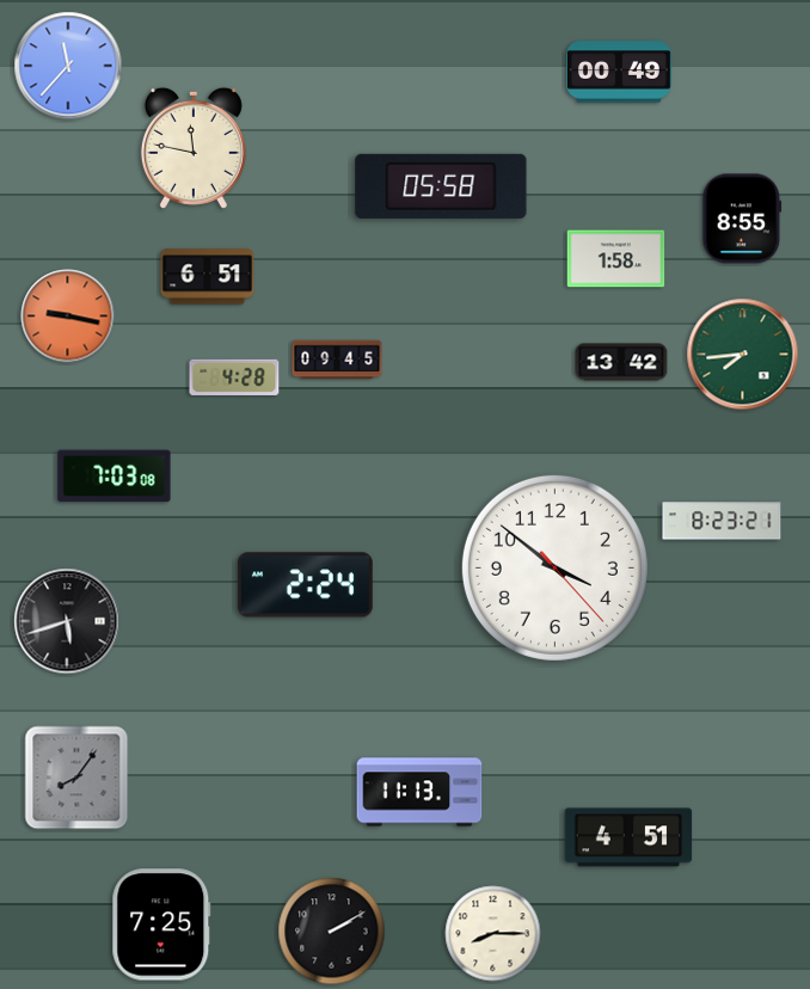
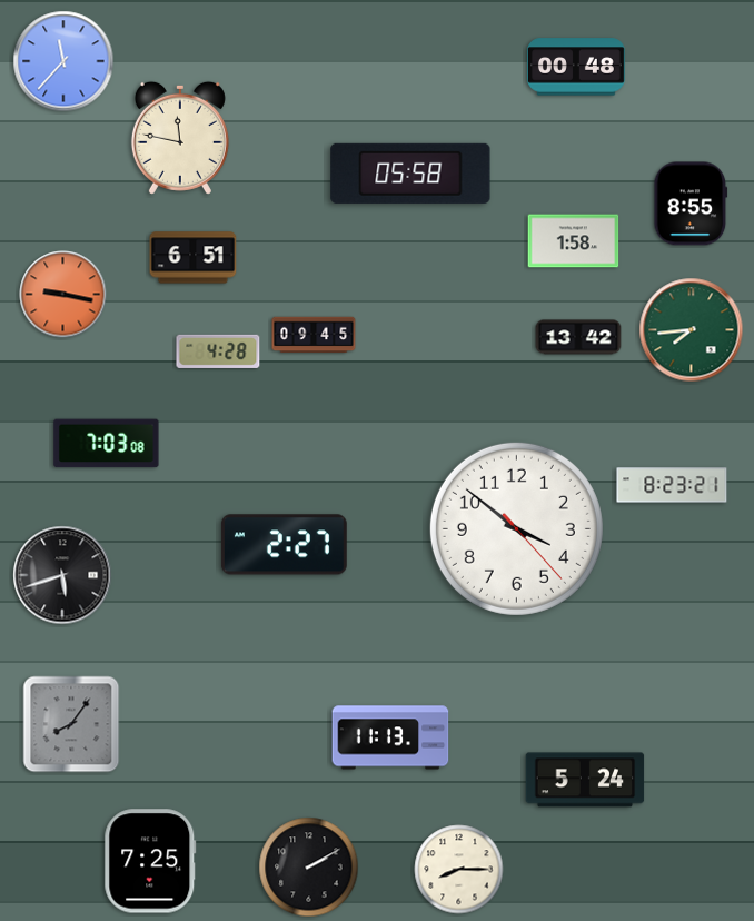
clock at (619, 72): 00:49 -> 00:48
clock at (305, 585): 2:24 -> 2:27
clock at (67, 621) position: (67, 621) -> (62, 575)
clock at (628, 837): 4:51 -> 5:24
